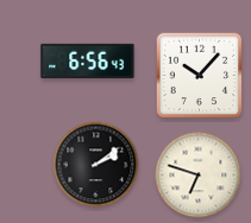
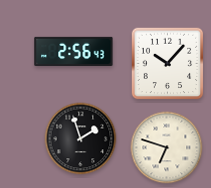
clock at (88, 60): 6:56 -> 2:56
clock at (96, 165): 2:09 -> 1:57
